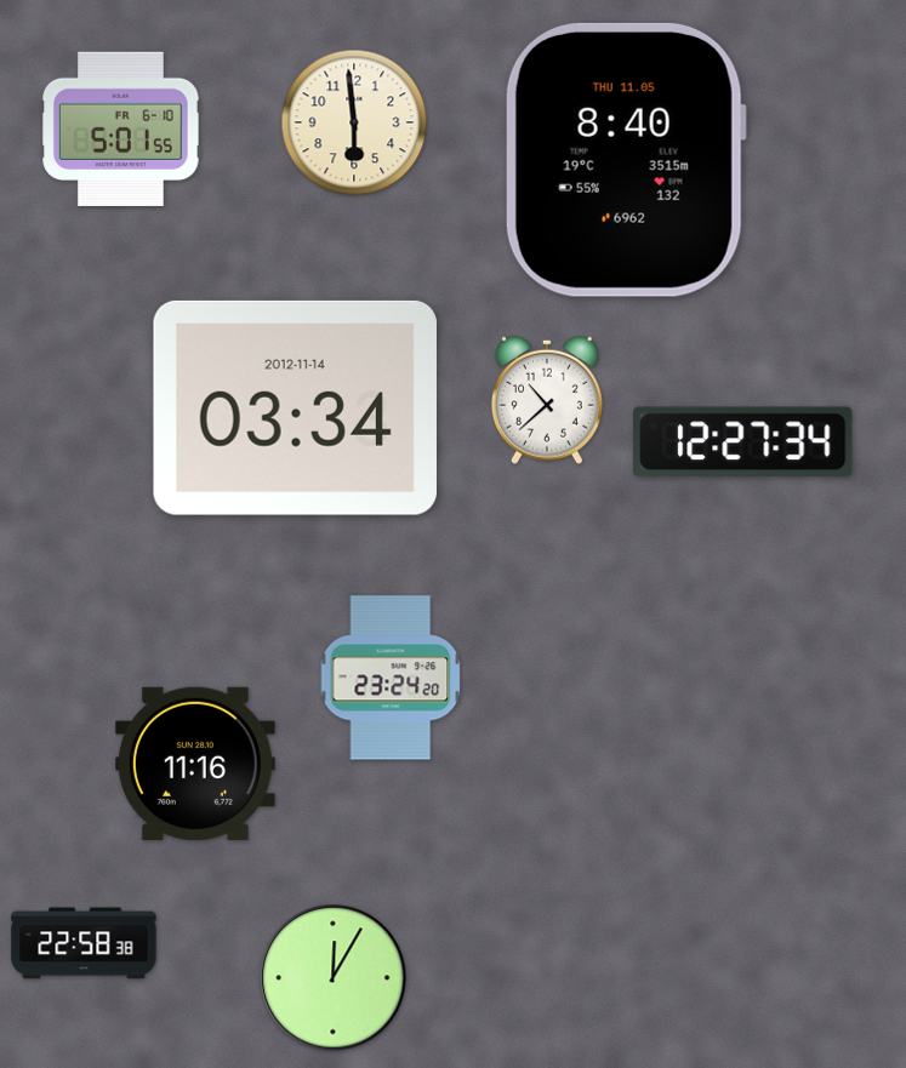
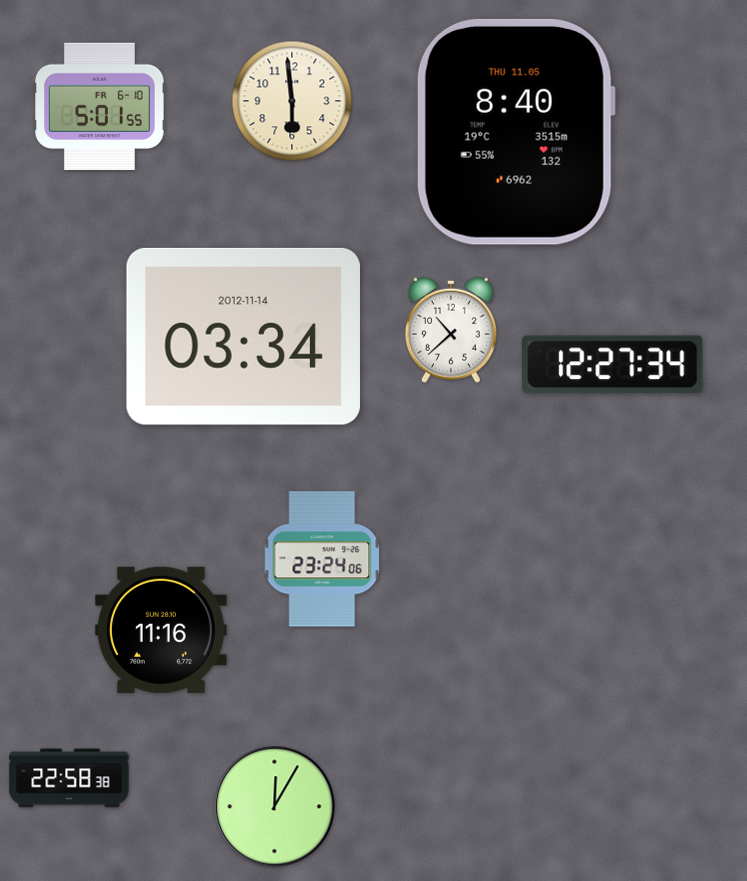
clock at (391, 678): 23:24:20 -> 23:24:06
